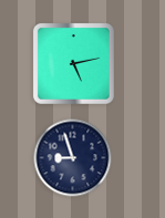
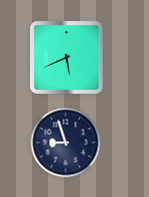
clock at (73, 63): 5:13 -> 5:41
